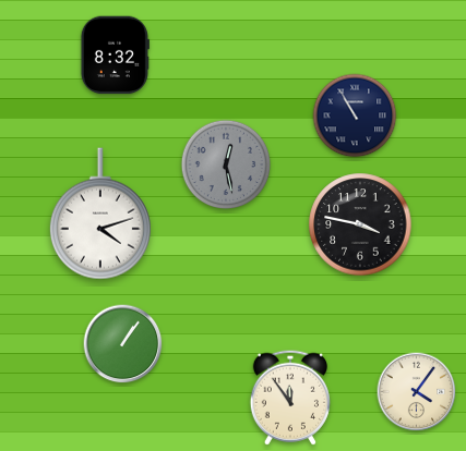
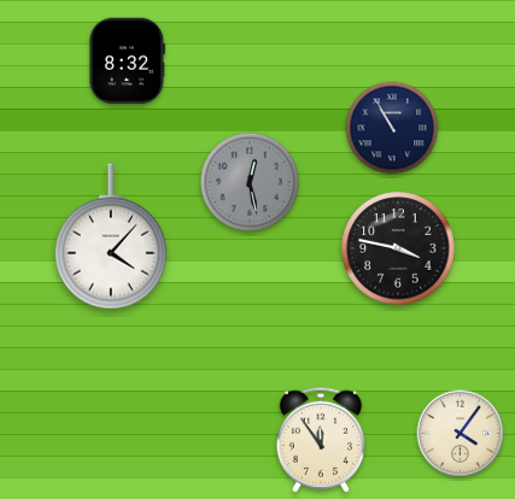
clock at (100, 214): 4:12 -> 4:07
clock at (123, 344): 1:06 -> none
